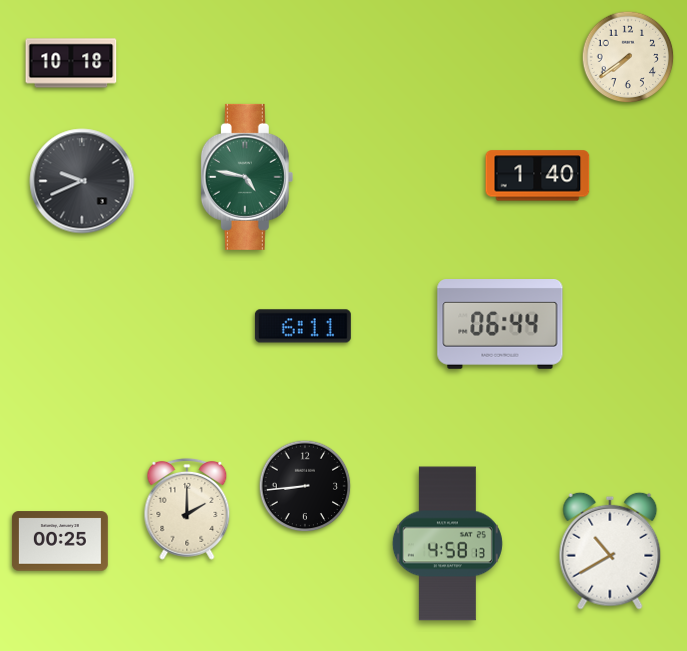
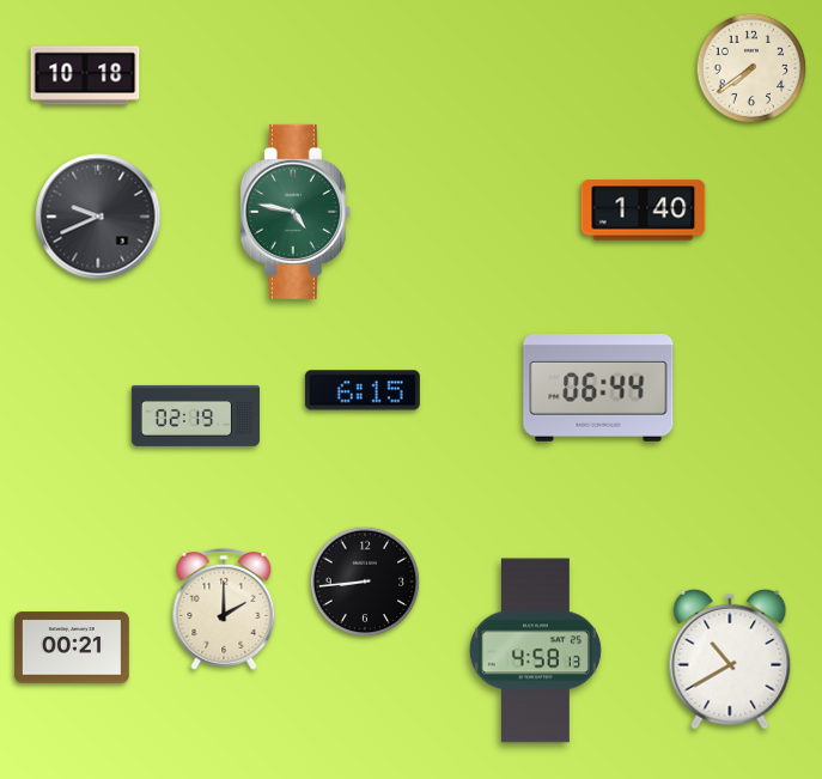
clock at (303, 326): 6:11 -> 6:15
clock at (195, 415): none -> 02:19
clock at (60, 541): 00:25 -> 00:21
